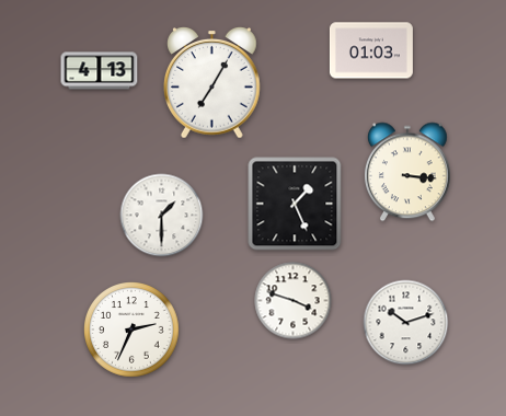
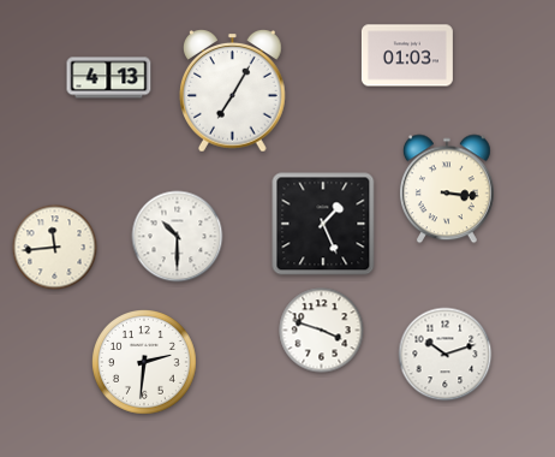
clock at (162, 216): 1:30 -> 10:30
clock at (55, 248): none -> 11:44
clock at (133, 331): 2:34 -> 2:31
